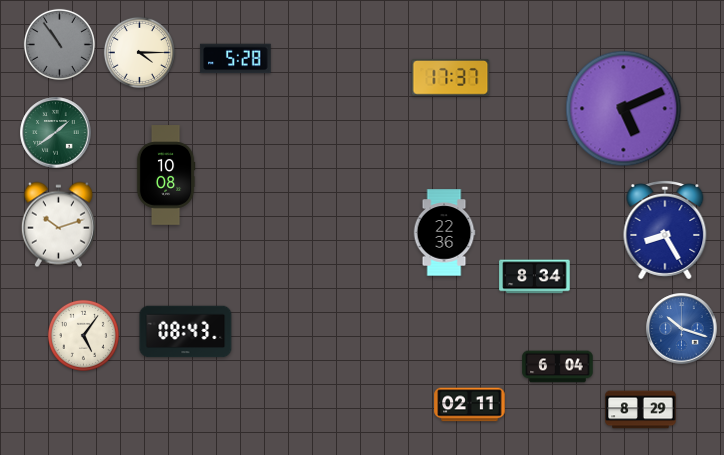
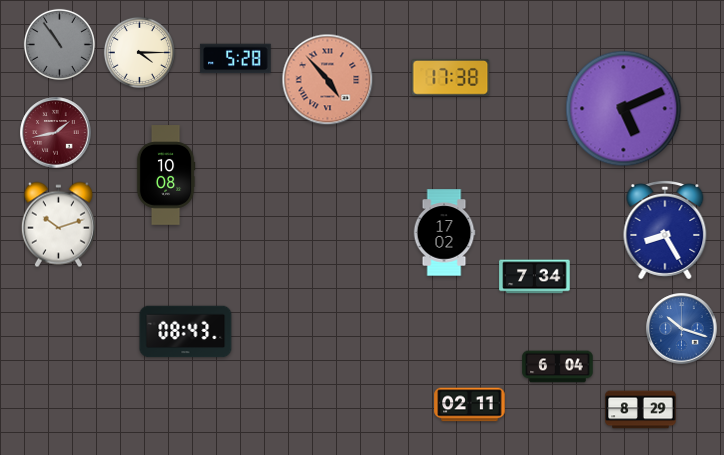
clock at (451, 78): 17:37 -> 17:38
clock at (328, 80): none -> 4:53
clock at (56, 133): 1:39 -> 1:43
clock at (56, 133) dial: green -> burgundy
clock at (444, 233): 22:36 -> 17:02
clock at (535, 277): 8:34 -> 7:34
clock at (83, 335): 5:06 -> none
